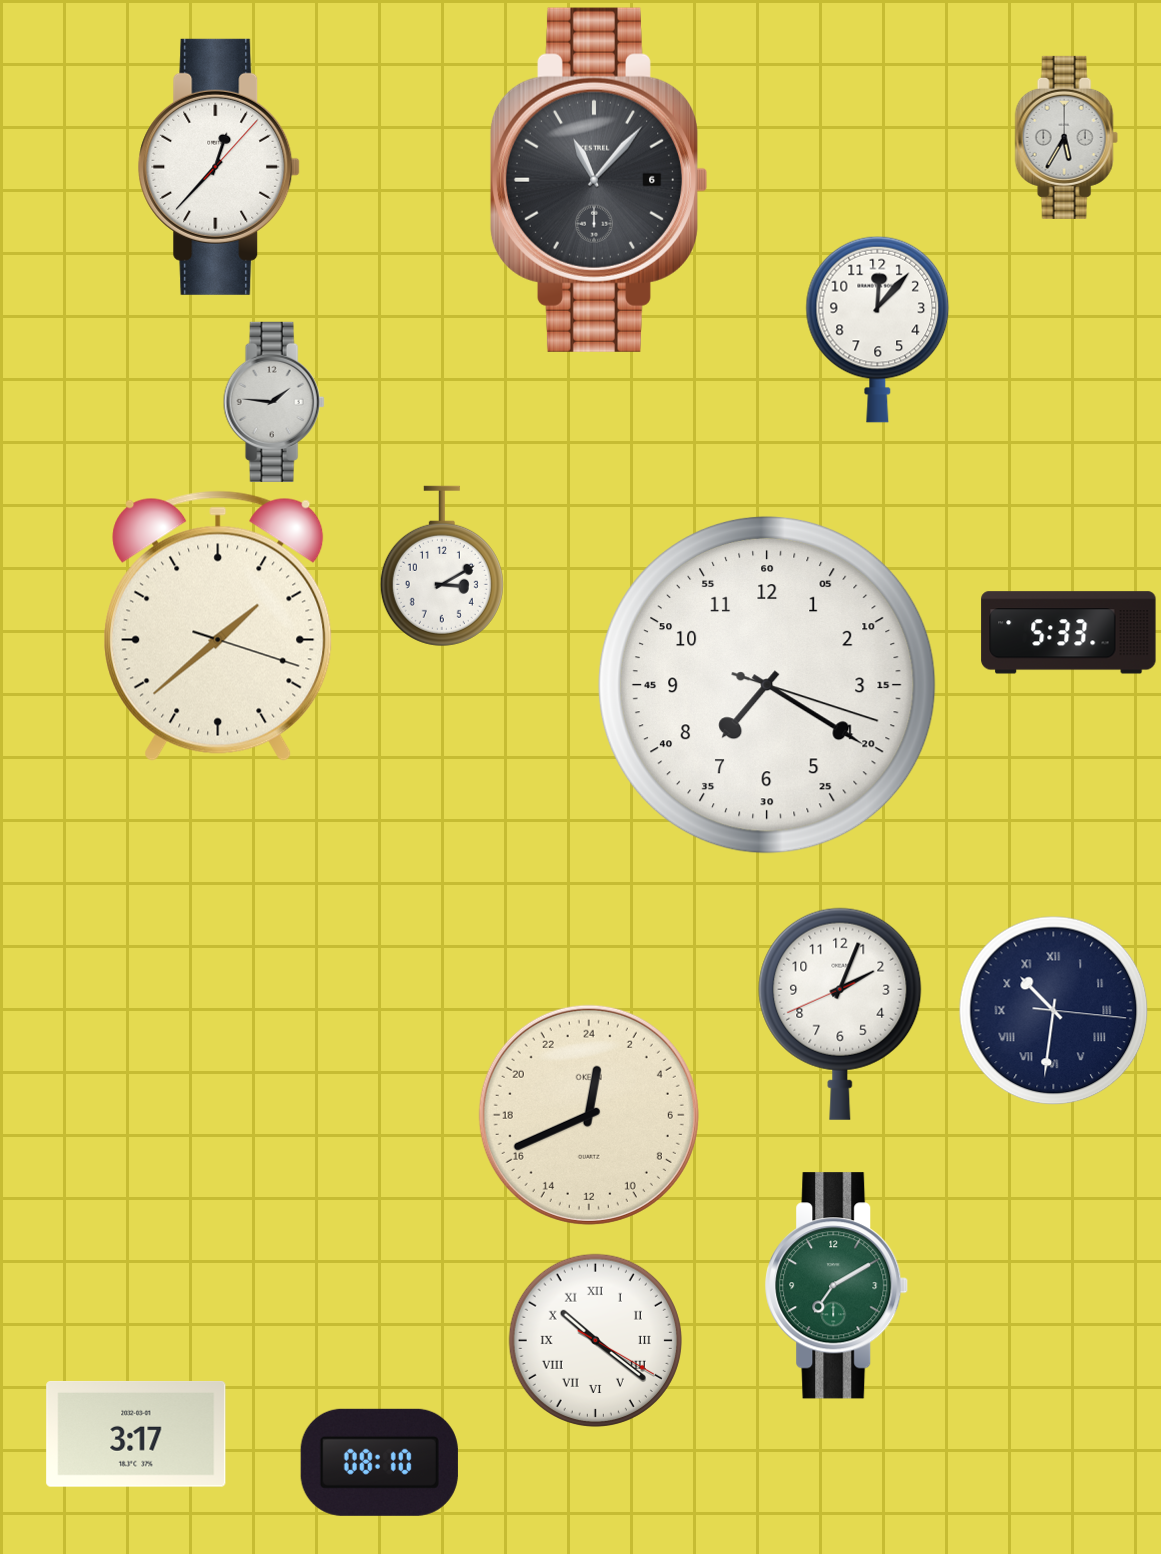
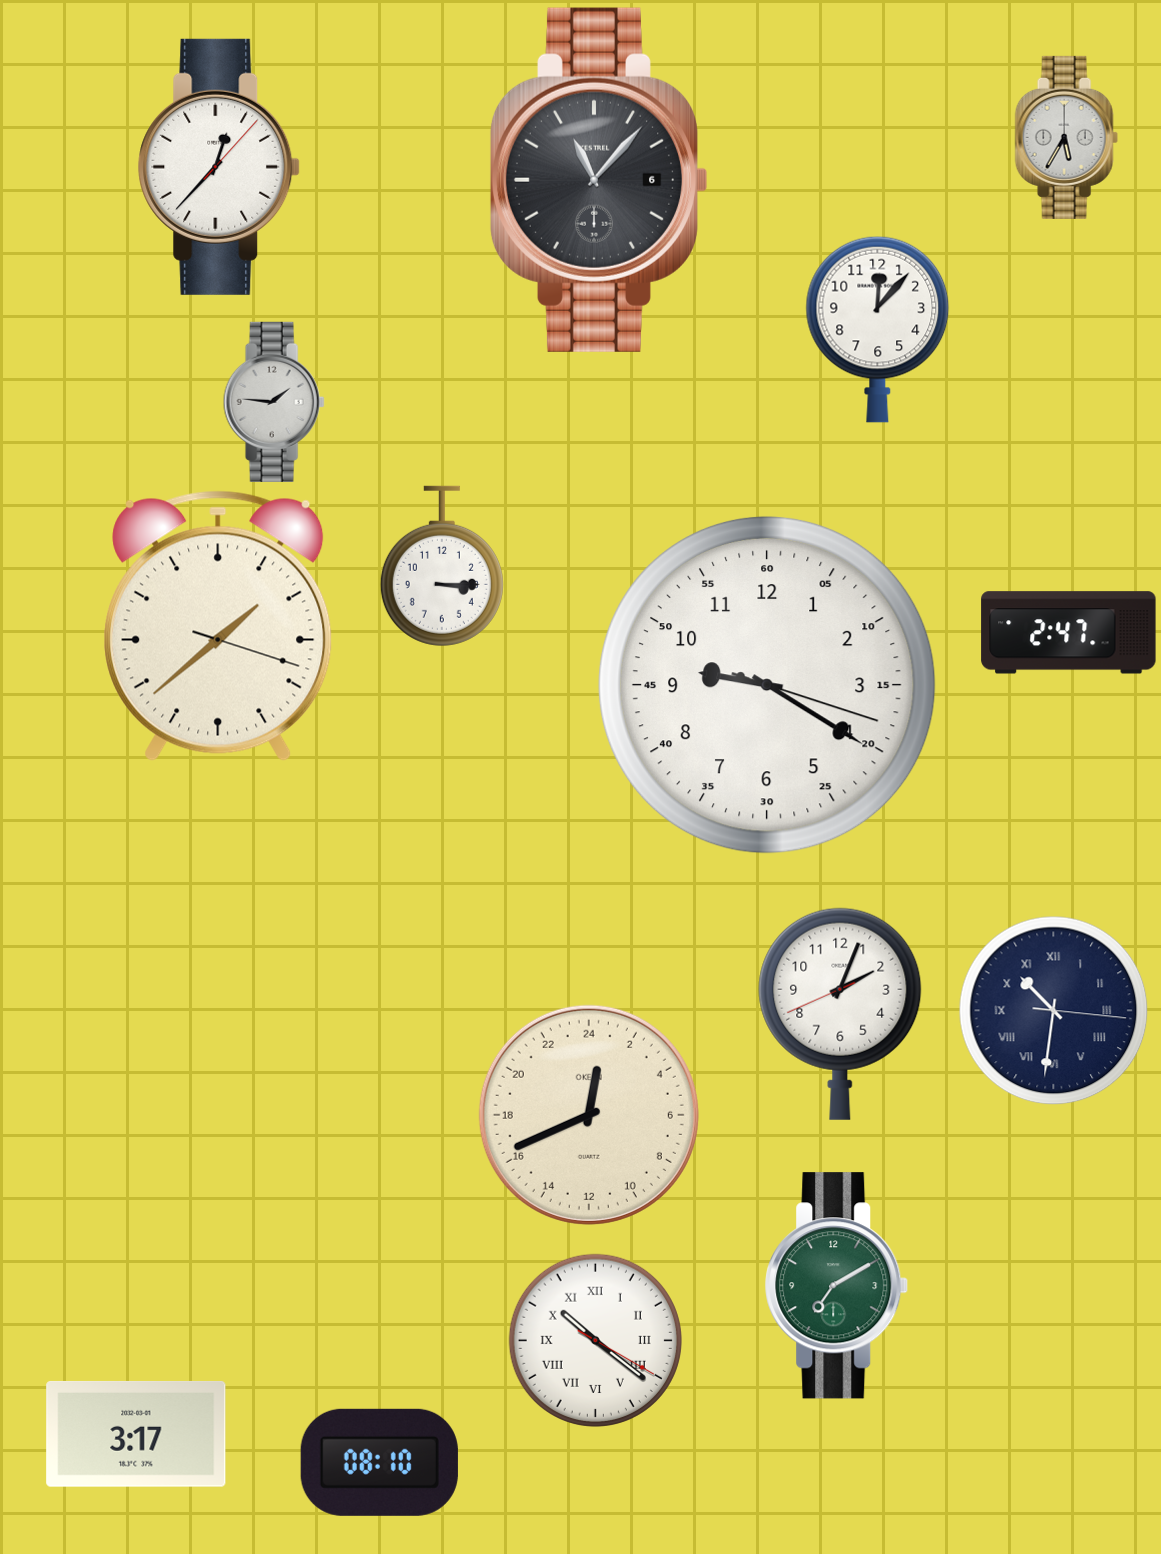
clock at (442, 566): 3:10 -> 3:15
clock at (1069, 633): 5:33 -> 2:47
clock at (767, 685): 7:20 -> 9:20
